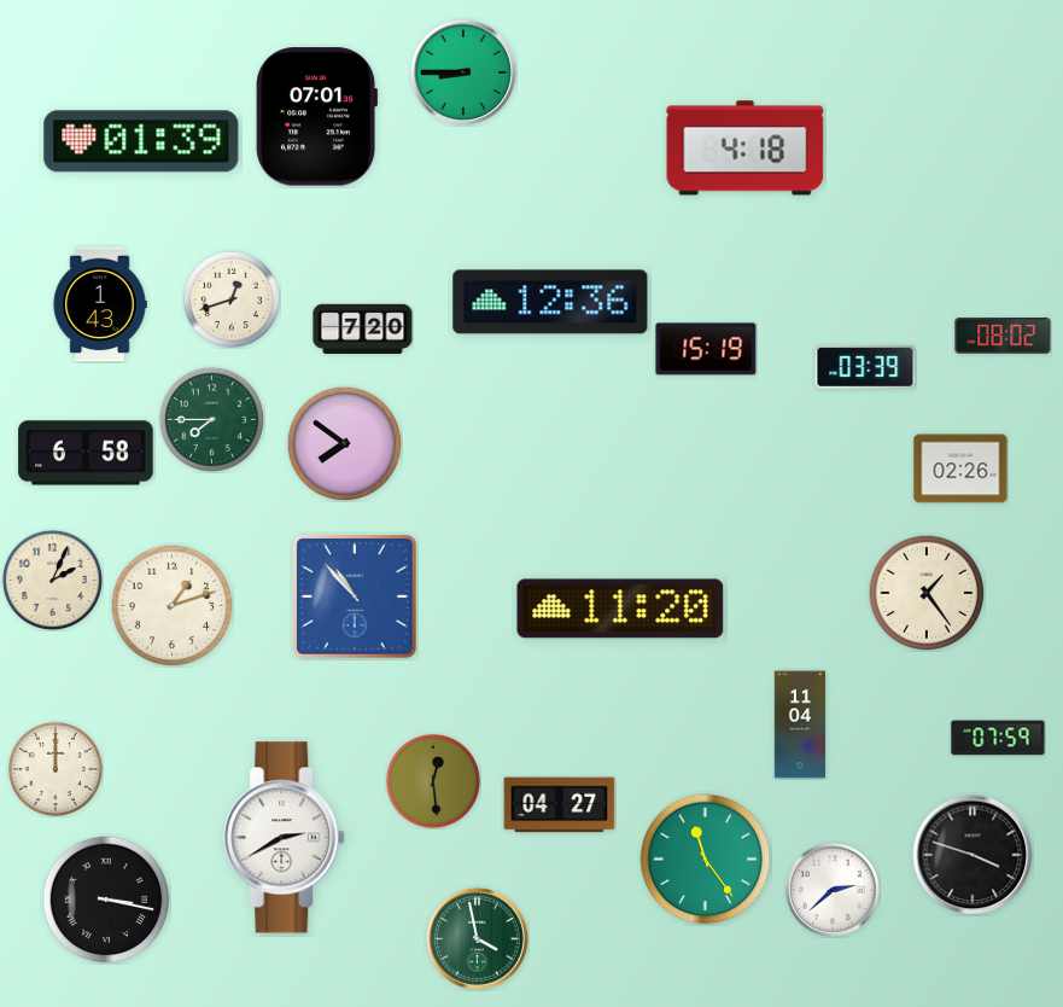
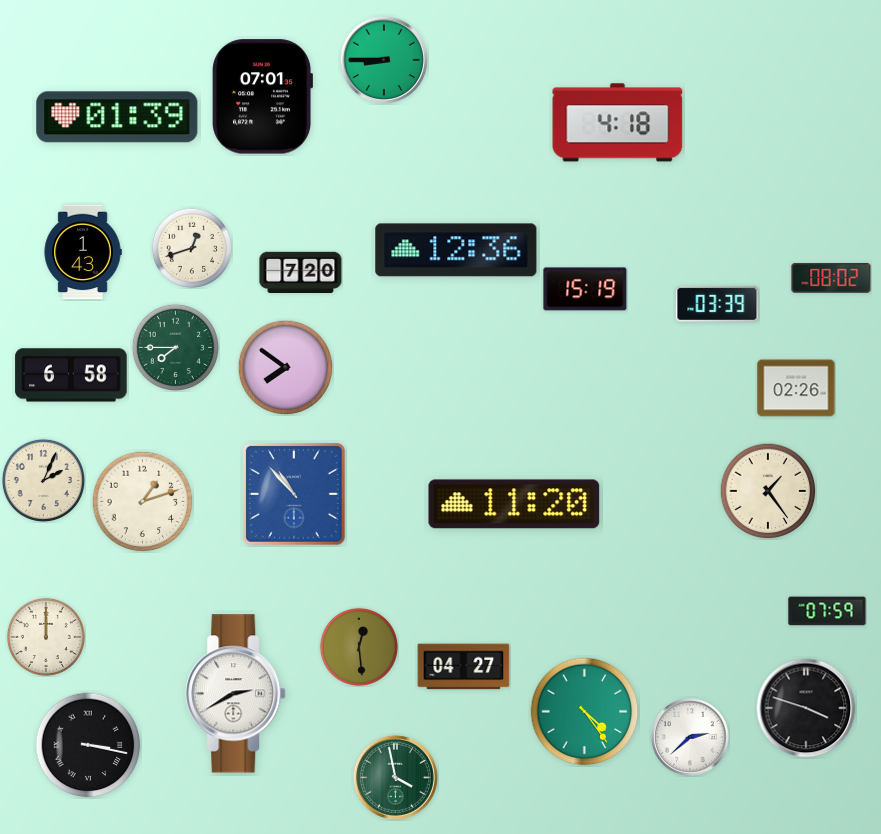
clock at (799, 724): 11:04 -> none
clock at (706, 860): 11:24 -> 4:24
